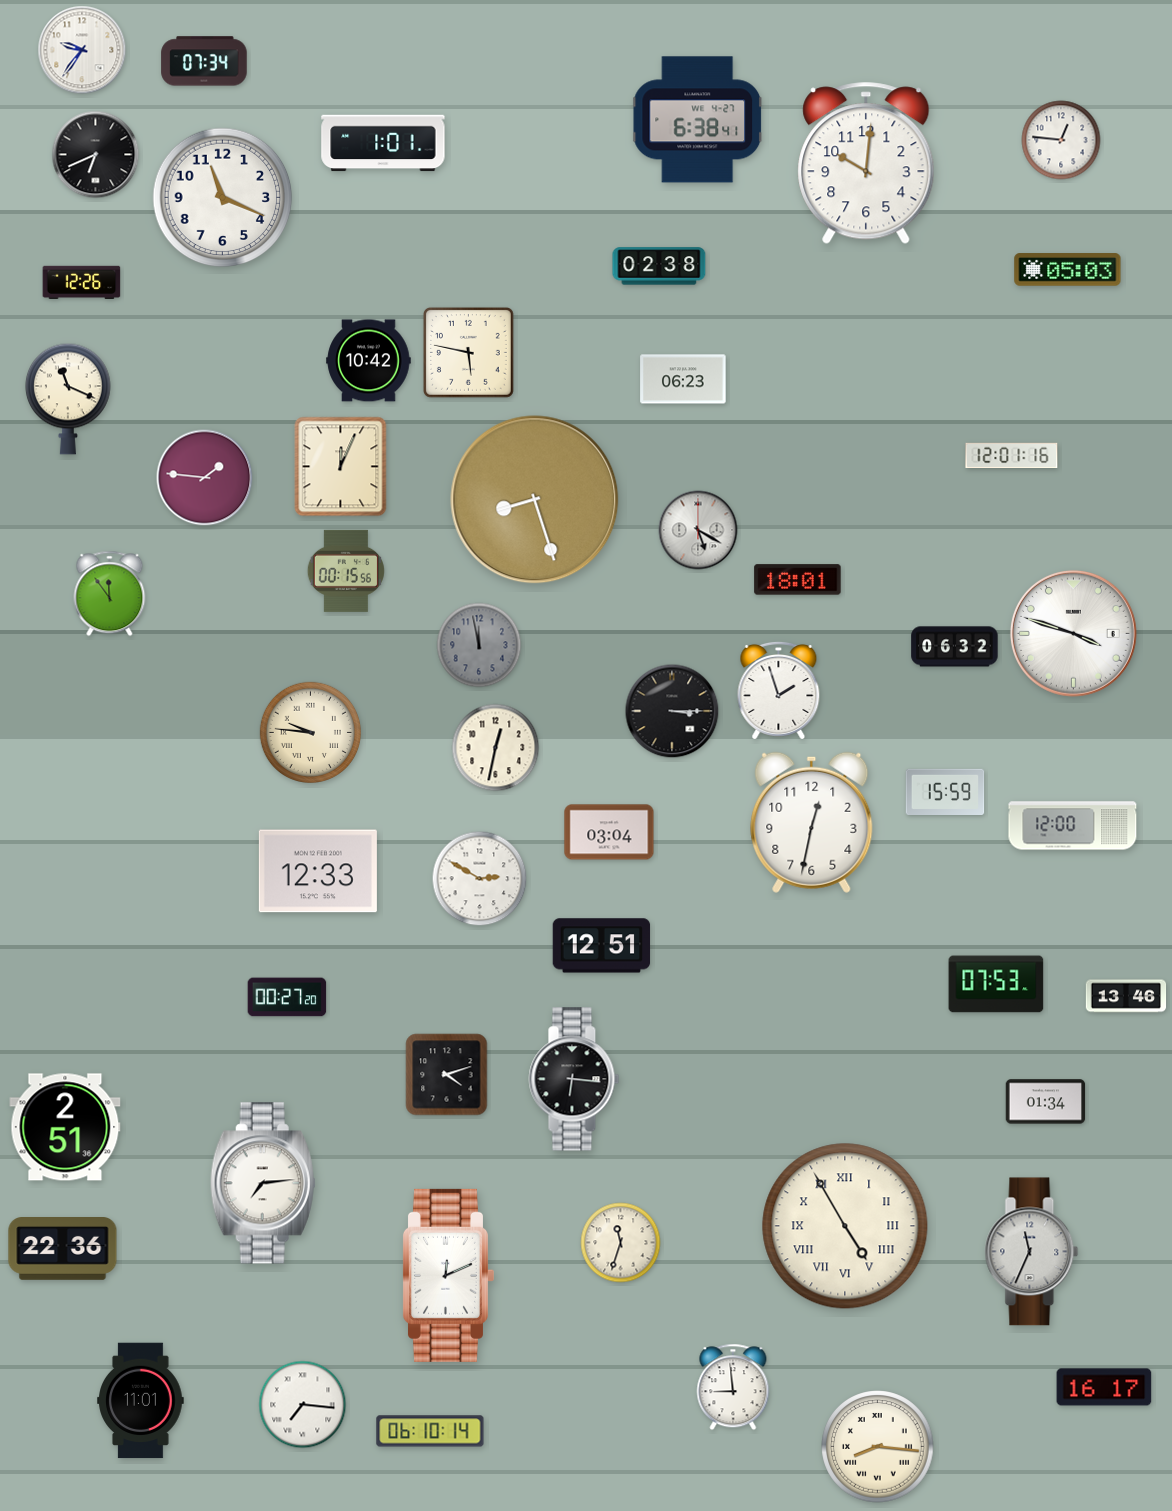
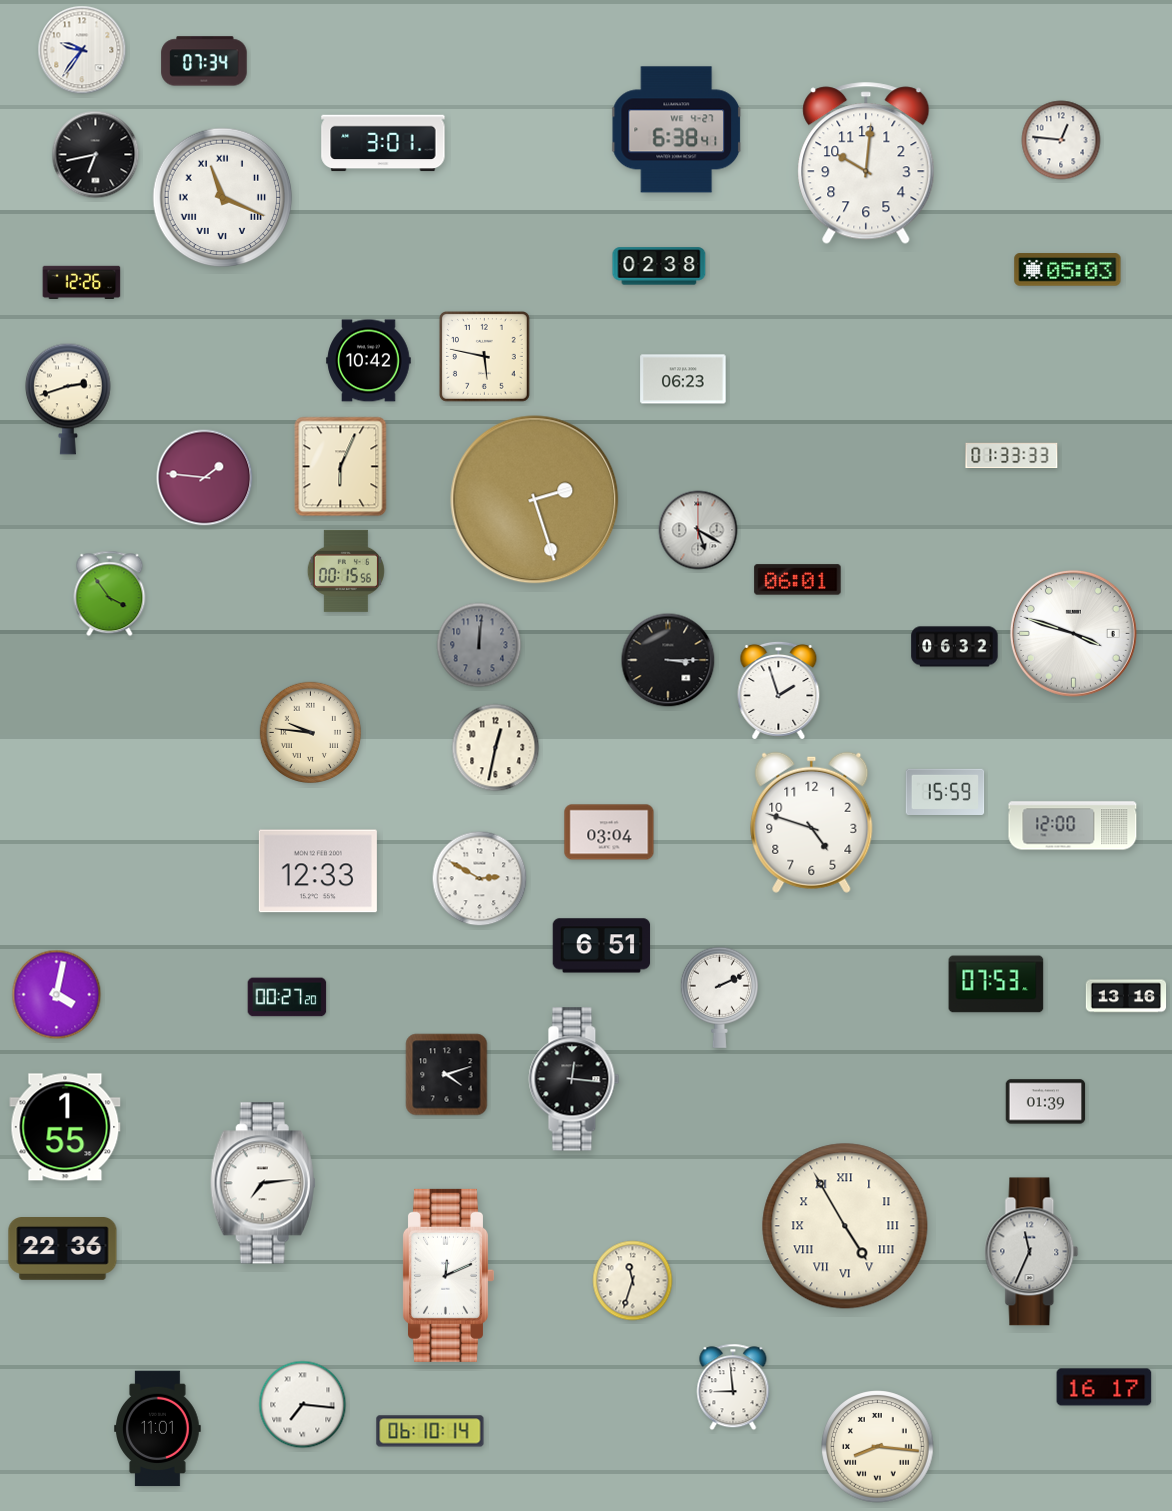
clock at (698, 120) position: (698, 120) -> (677, 130)
clock at (383, 143): 1:01 -> 3:01
clock at (96, 155): 6:41 -> 6:43
clock at (223, 198) numerals: Arabic -> Roman
clock at (468, 352) position: (468, 352) -> (484, 356)
clock at (69, 399): 11:19 -> 2:42
clock at (1012, 455): 12:01 -> 01:33
clock at (341, 467): 12:04 -> 6:04
clock at (535, 500): 8:27 -> 2:27
clock at (798, 580): 18:01 -> 06:01
clock at (110, 594): 11:54 -> 3:54
clock at (479, 645): 11:58 -> 12:01
clock at (672, 711) position: (672, 711) -> (668, 660)
clock at (812, 822): 12:32 -> 4:48
clock at (602, 946): 12:51 -> 6:51
clock at (57, 995): none -> 4:02
clock at (1126, 996): 13:46 -> 13:16
clock at (719, 997): none -> 2:11
clock at (574, 1079): 6:16 -> 12:16
clock at (1046, 1102): 01:34 -> 01:39
clock at (65, 1127): 2:51 -> 1:55
clock at (621, 1243) position: (621, 1243) -> (633, 1281)
clock at (141, 1401) position: (141, 1401) -> (158, 1429)
